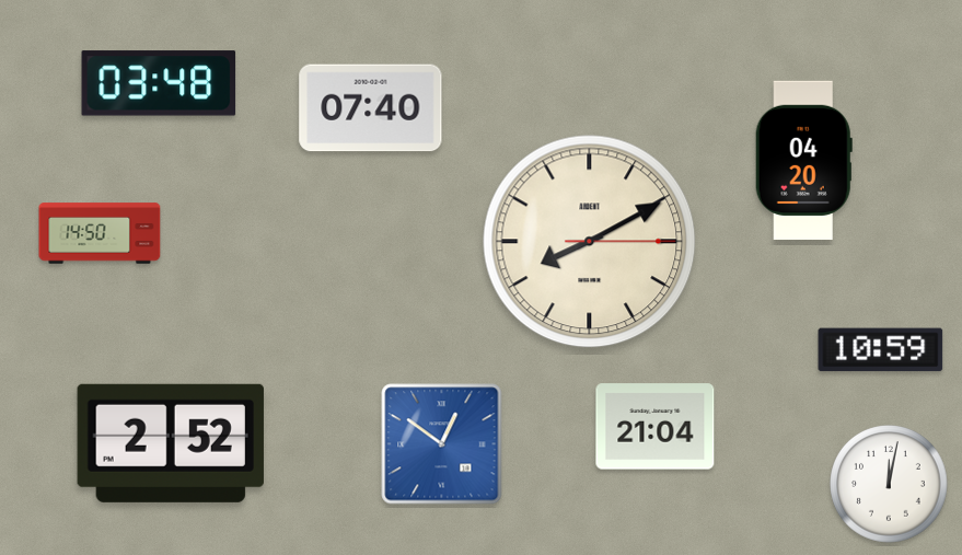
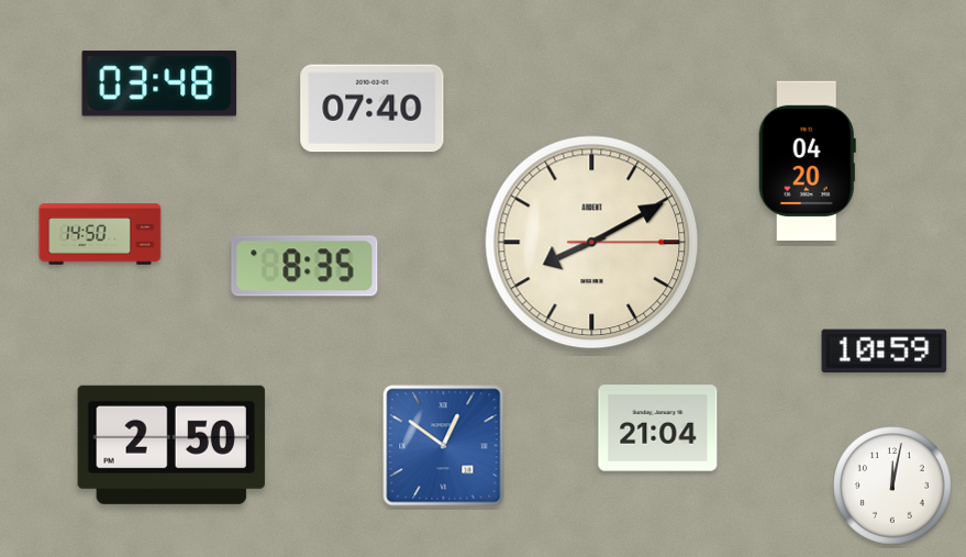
clock at (304, 266): none -> 8:35
clock at (171, 443): 2:52 -> 2:50
